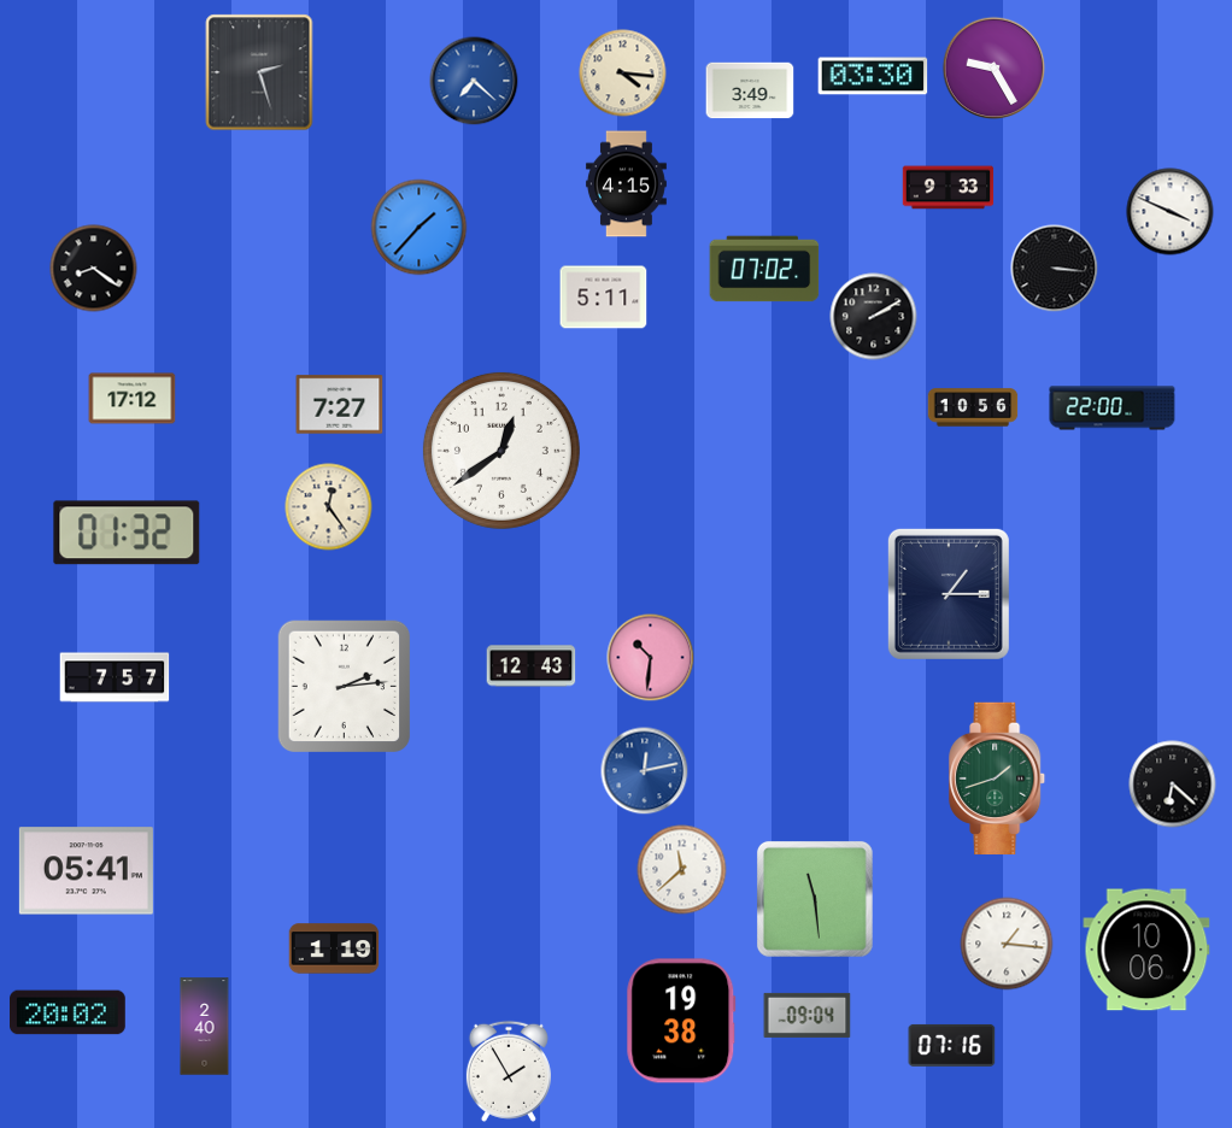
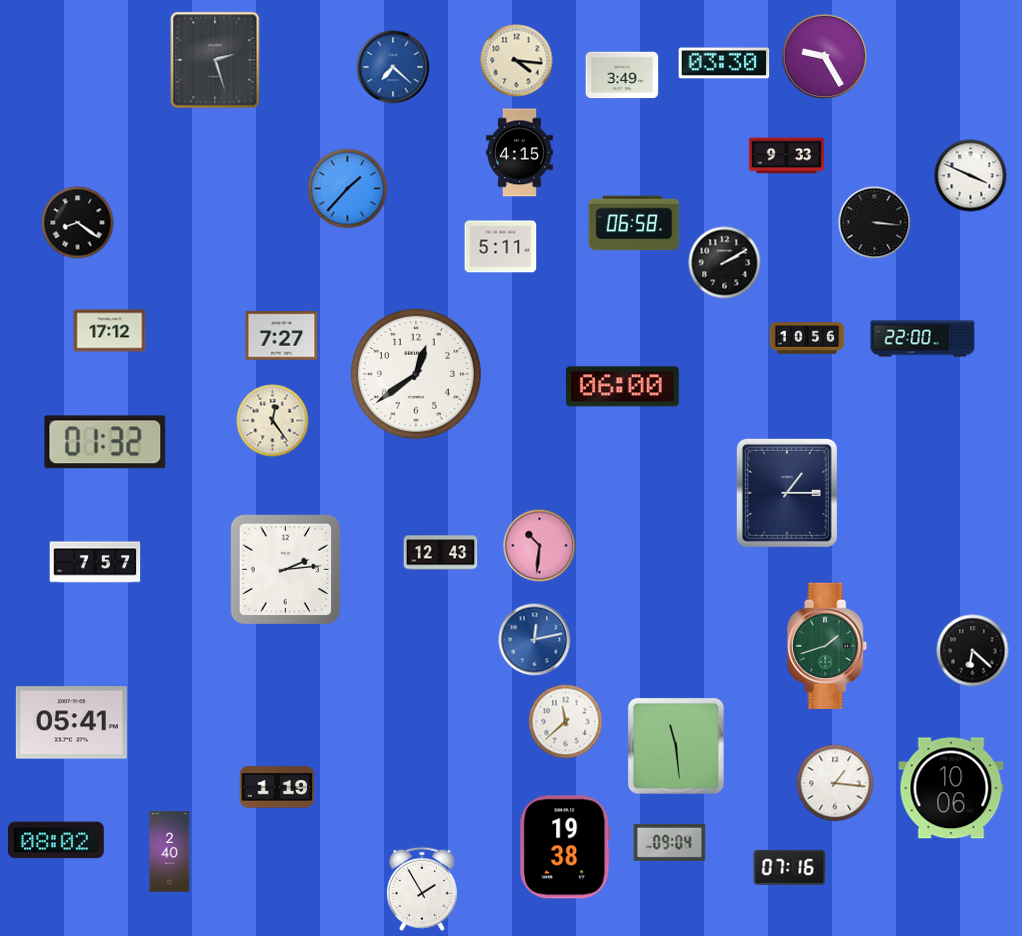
clock at (764, 269): 07:02 -> 06:58
clock at (622, 387): none -> 06:00
clock at (69, 1012): 20:02 -> 08:02
